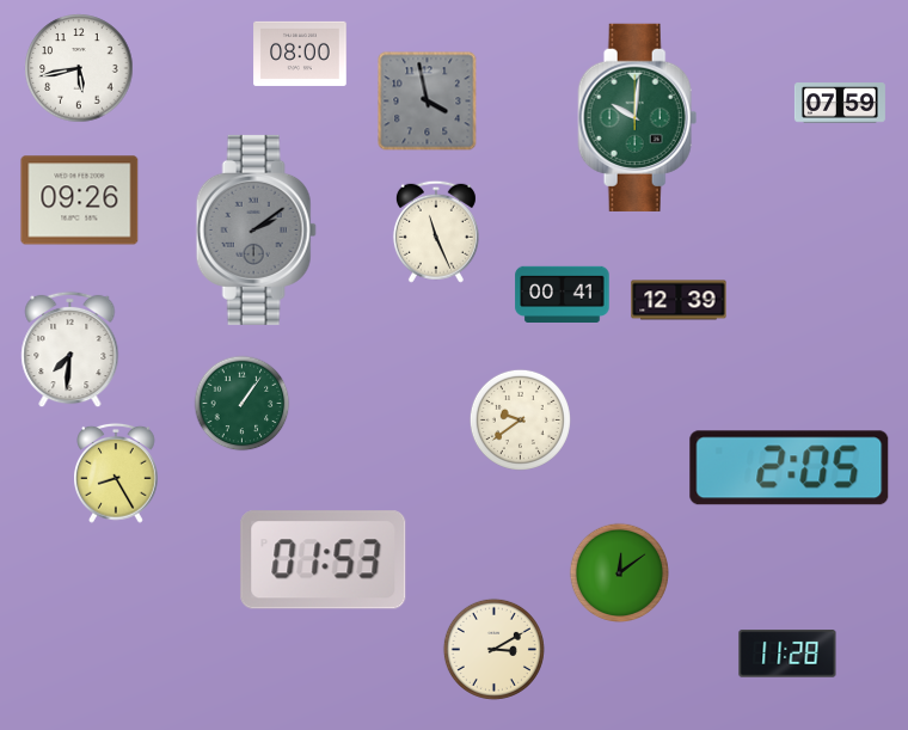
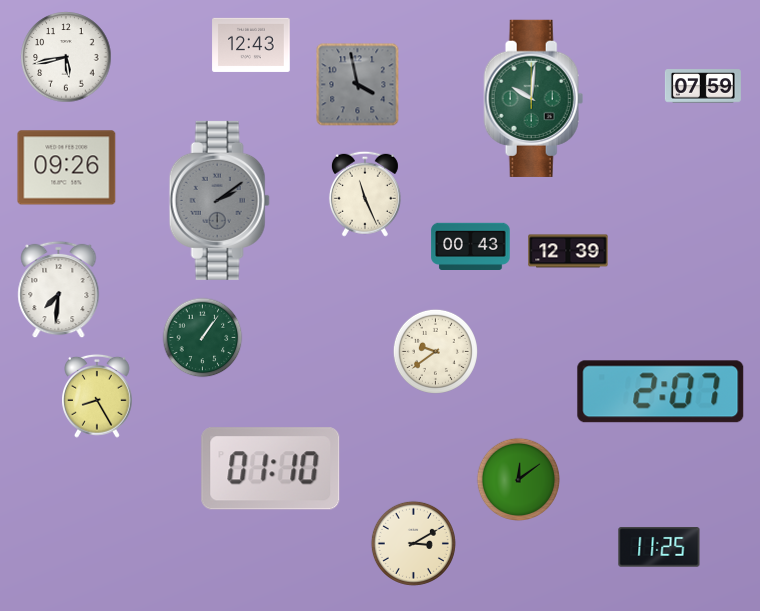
clock at (300, 54): 08:00 -> 12:43
clock at (256, 229) position: (256, 229) -> (219, 200)
clock at (563, 294): 00:41 -> 00:43
clock at (70, 350) position: (70, 350) -> (59, 290)
clock at (790, 468): 2:05 -> 2:07
clock at (324, 560): 01:53 -> 01:10
clock at (787, 654): 11:28 -> 11:25
